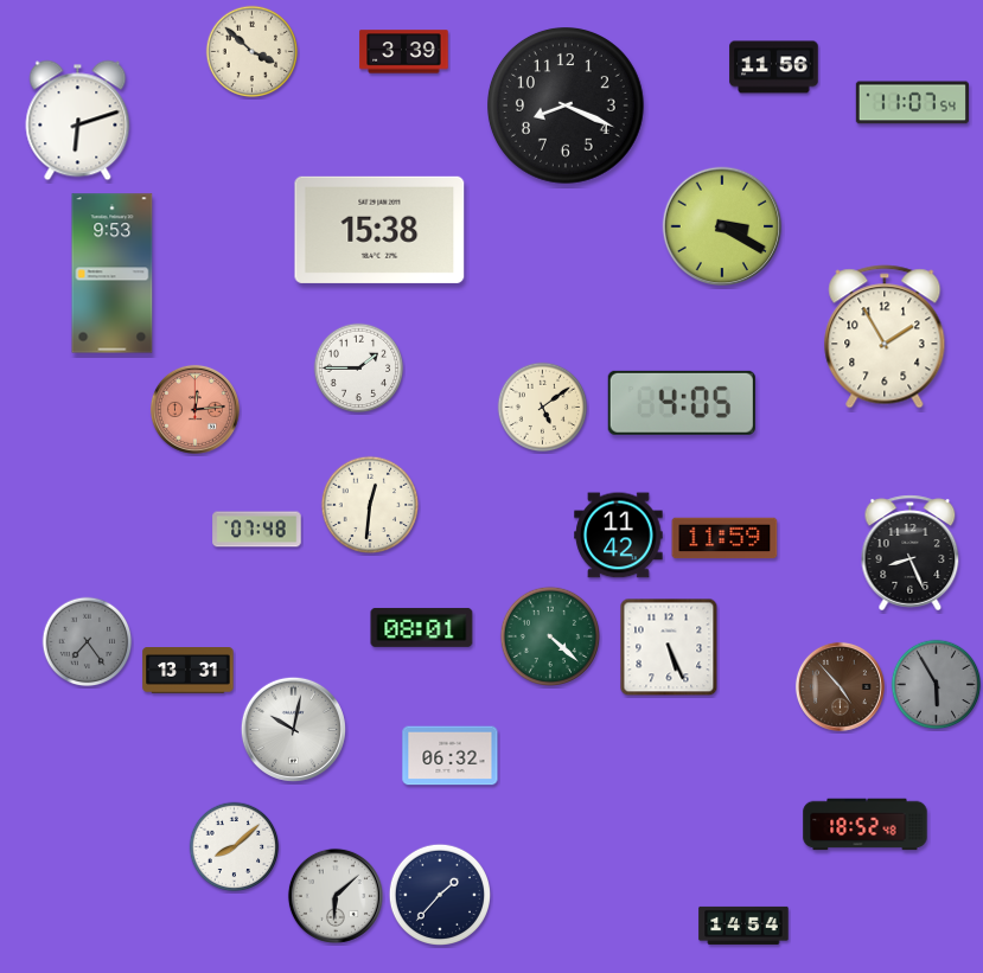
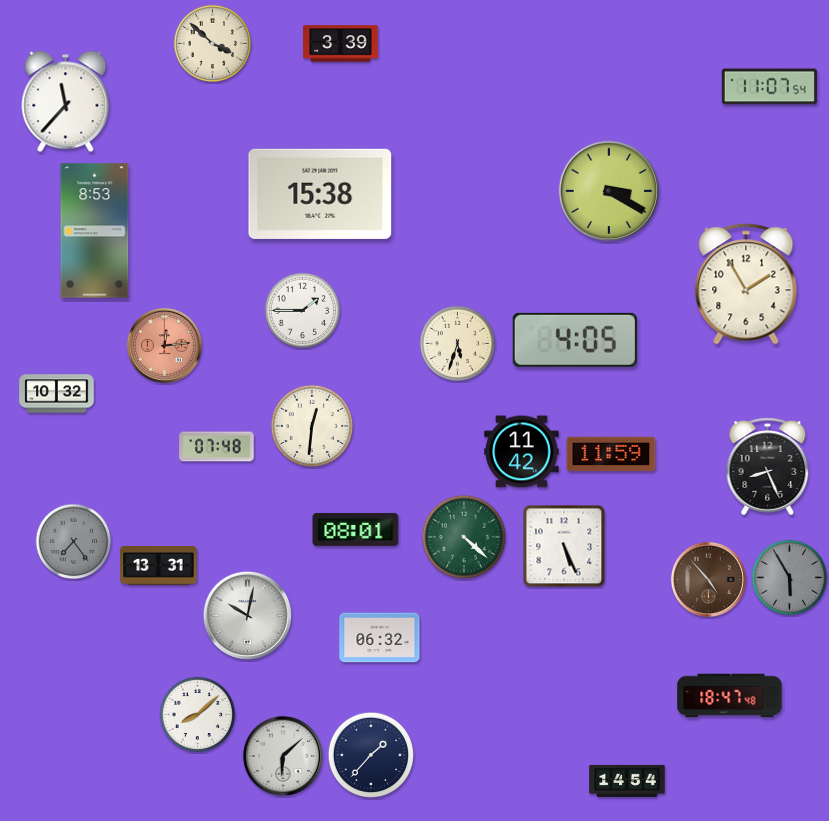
clock at (774, 68): 11:56 -> none
clock at (567, 107): 8:19 -> none
clock at (78, 121): 6:12 -> 11:37
clock at (113, 274): 9:53 -> 8:53
clock at (543, 408): 5:09 -> 5:33
clock at (57, 394): none -> 10:32
clock at (866, 825): 18:52 -> 18:47
